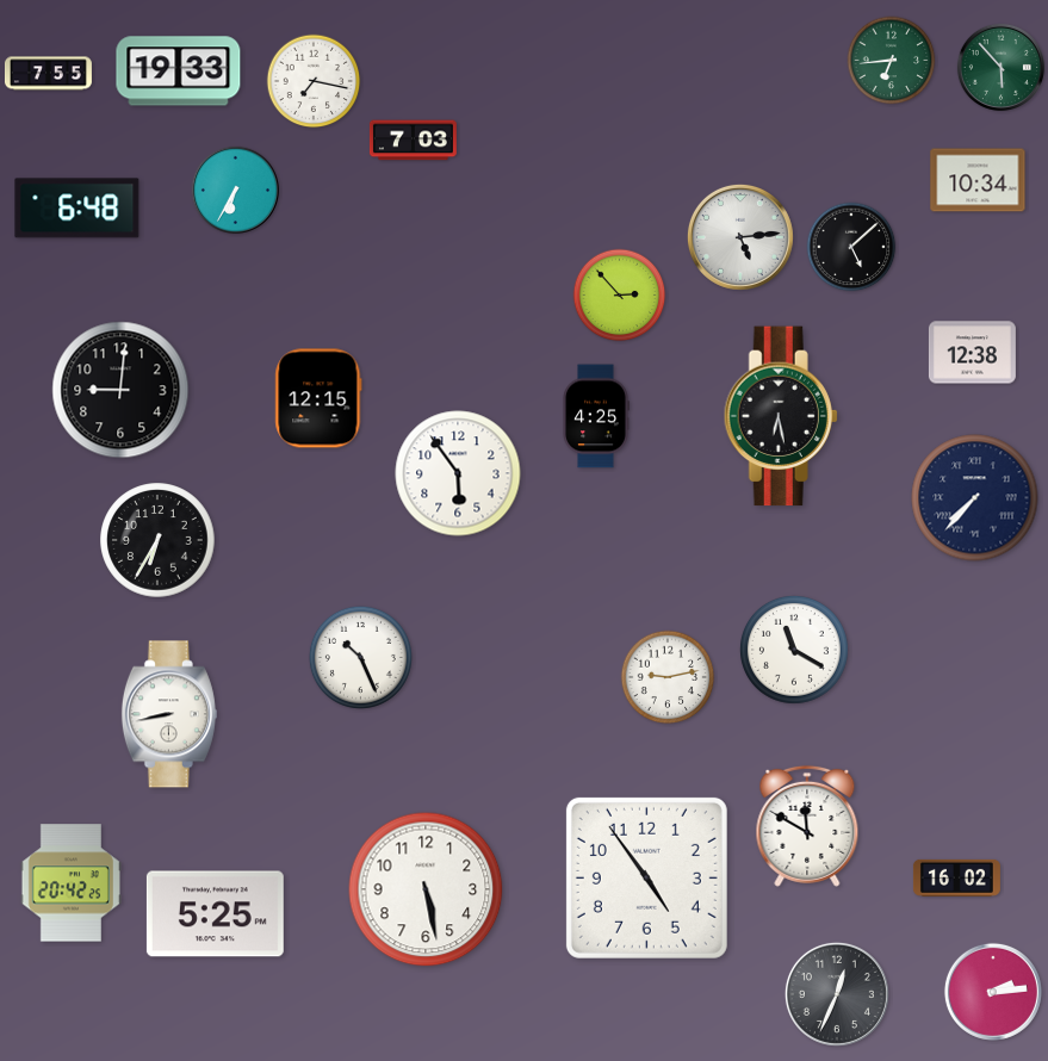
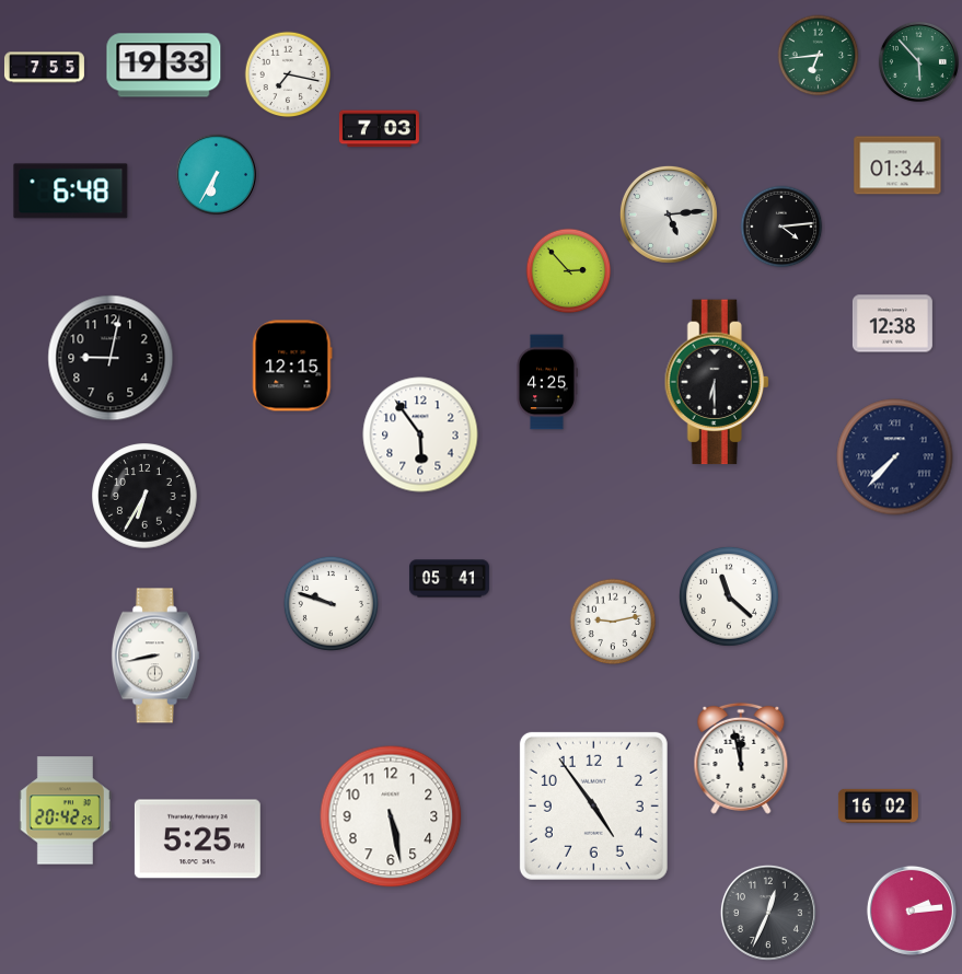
clock at (978, 180): 10:34 -> 01:34
clock at (740, 237) position: (740, 237) -> (669, 214)
clock at (851, 247): 5:08 -> 4:14
clock at (120, 390): 9:01 -> 9:02
clock at (781, 416): 6:28 -> 6:30
clock at (449, 579): none -> 05:41
clock at (794, 650): 11:20 -> 11:22
clock at (360, 657): 10:26 -> 9:48
clock at (807, 826): 11:50 -> 11:58
